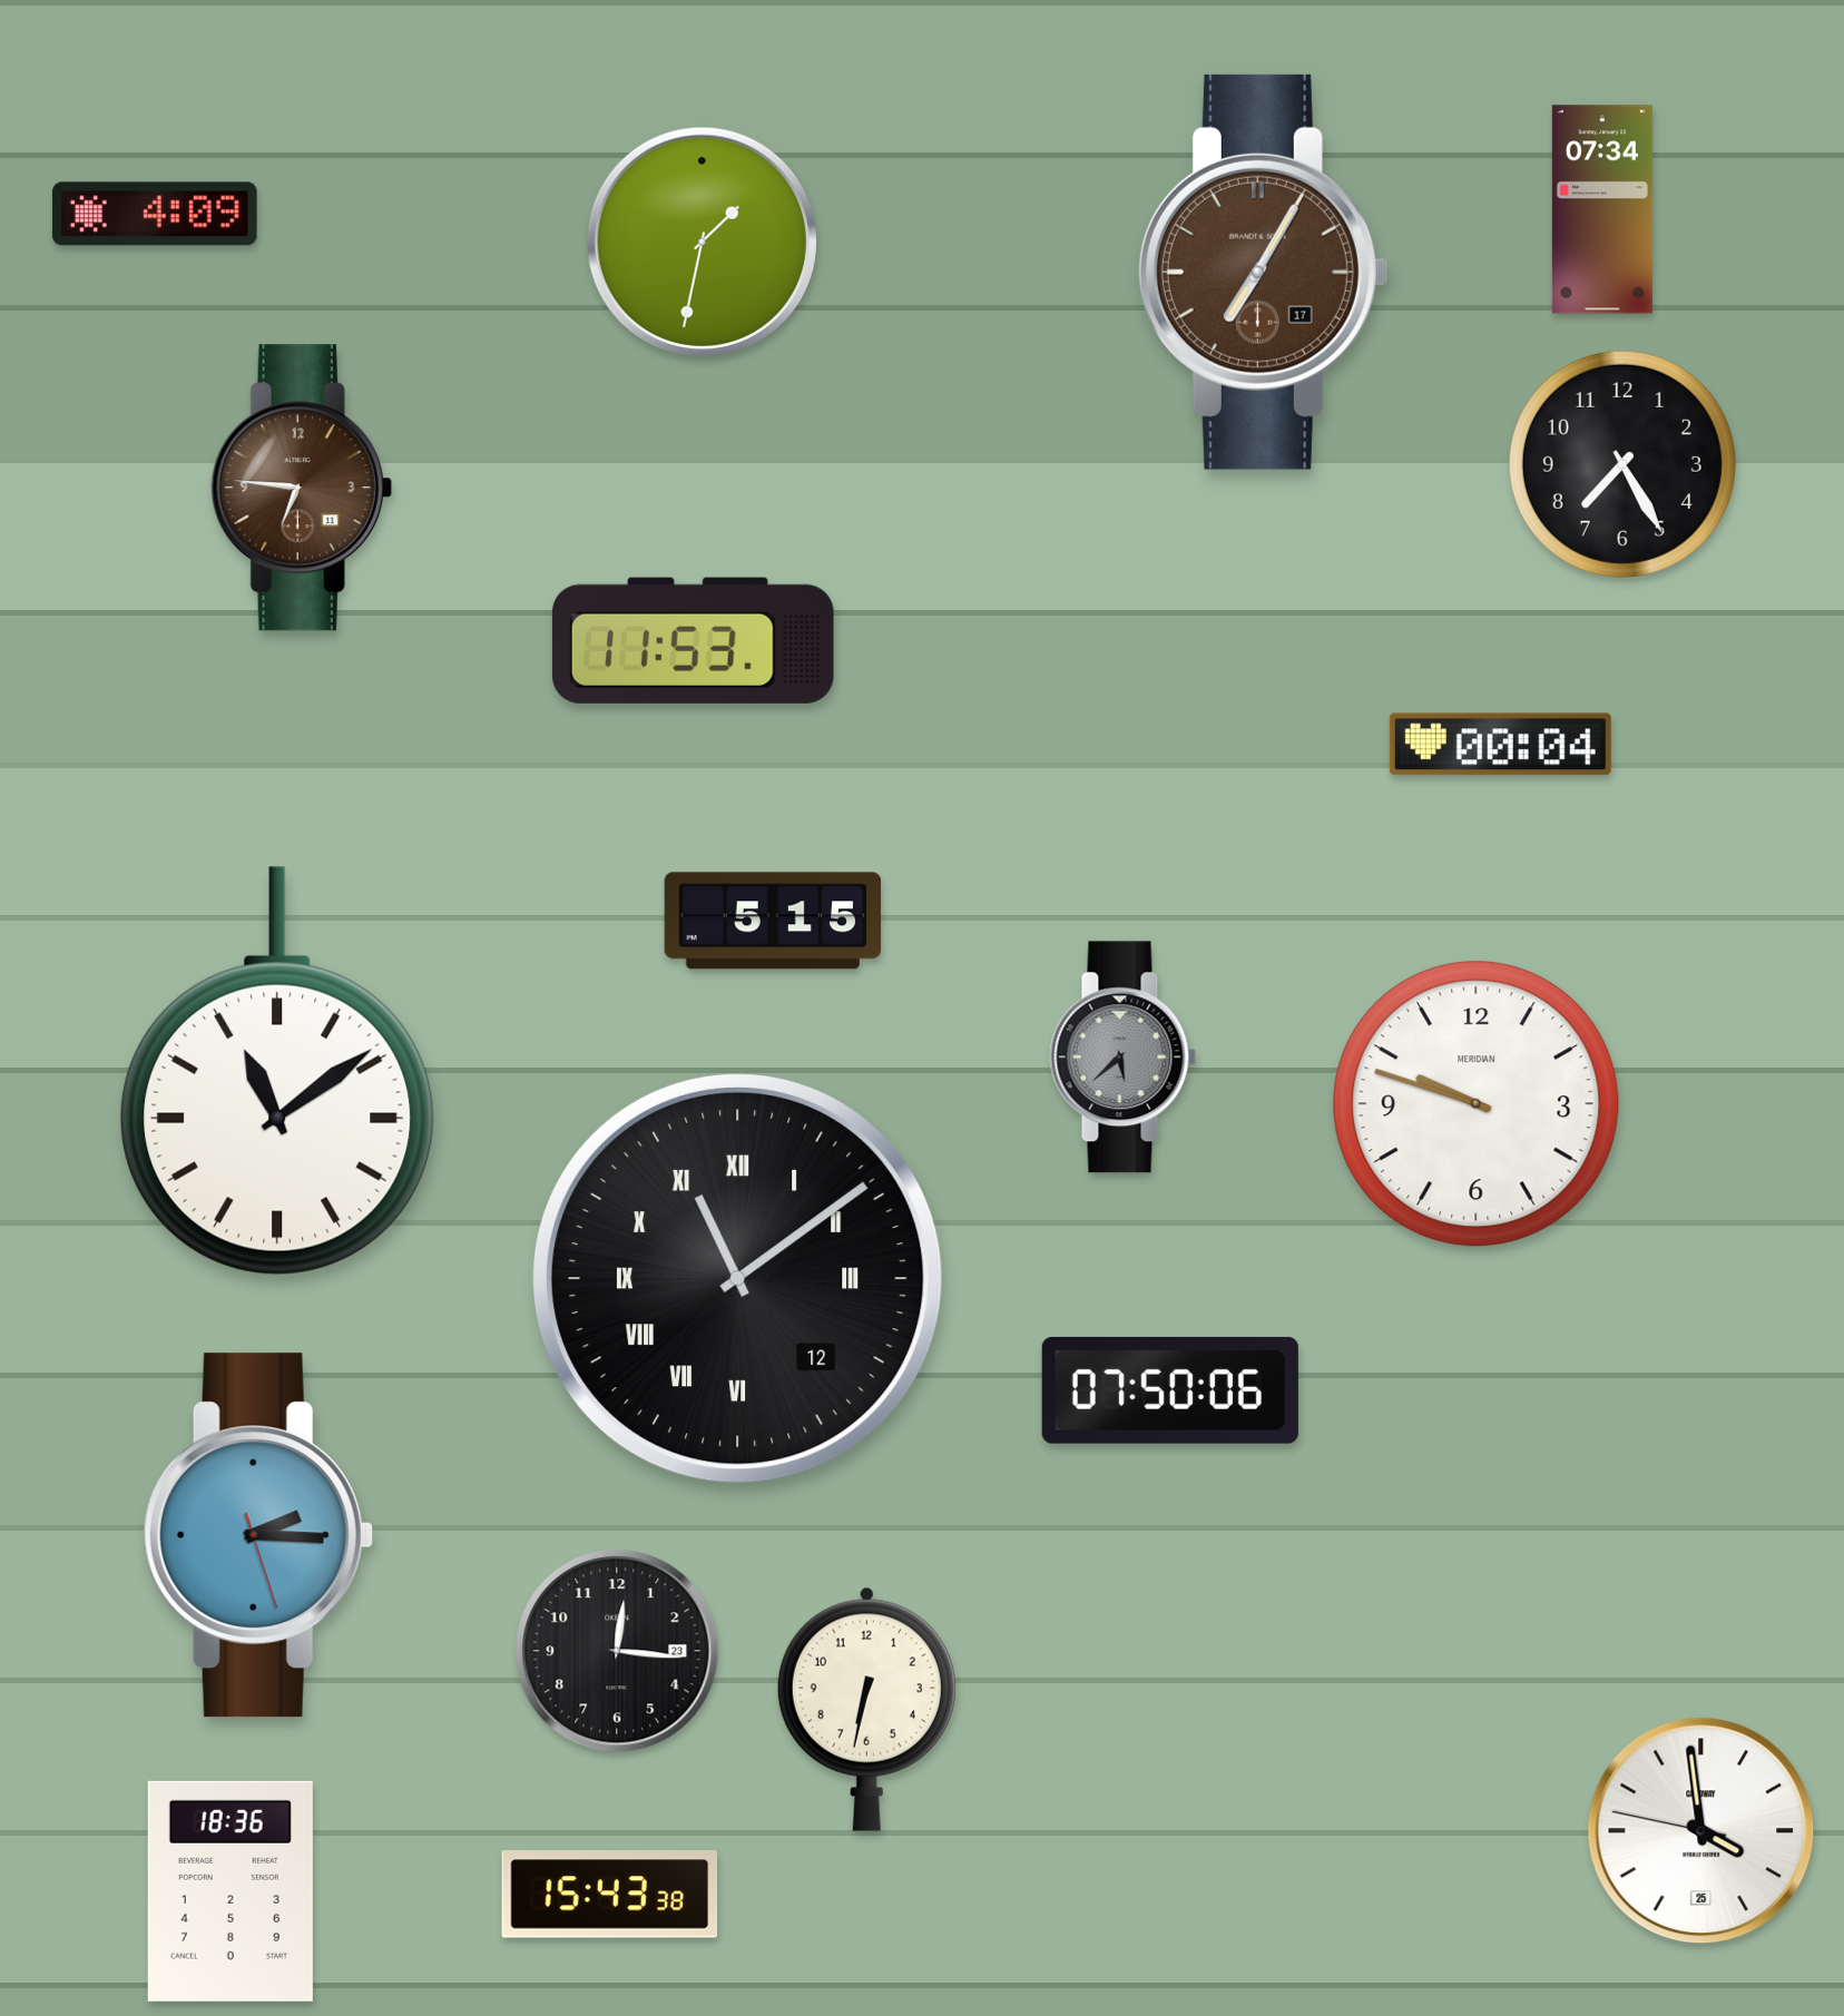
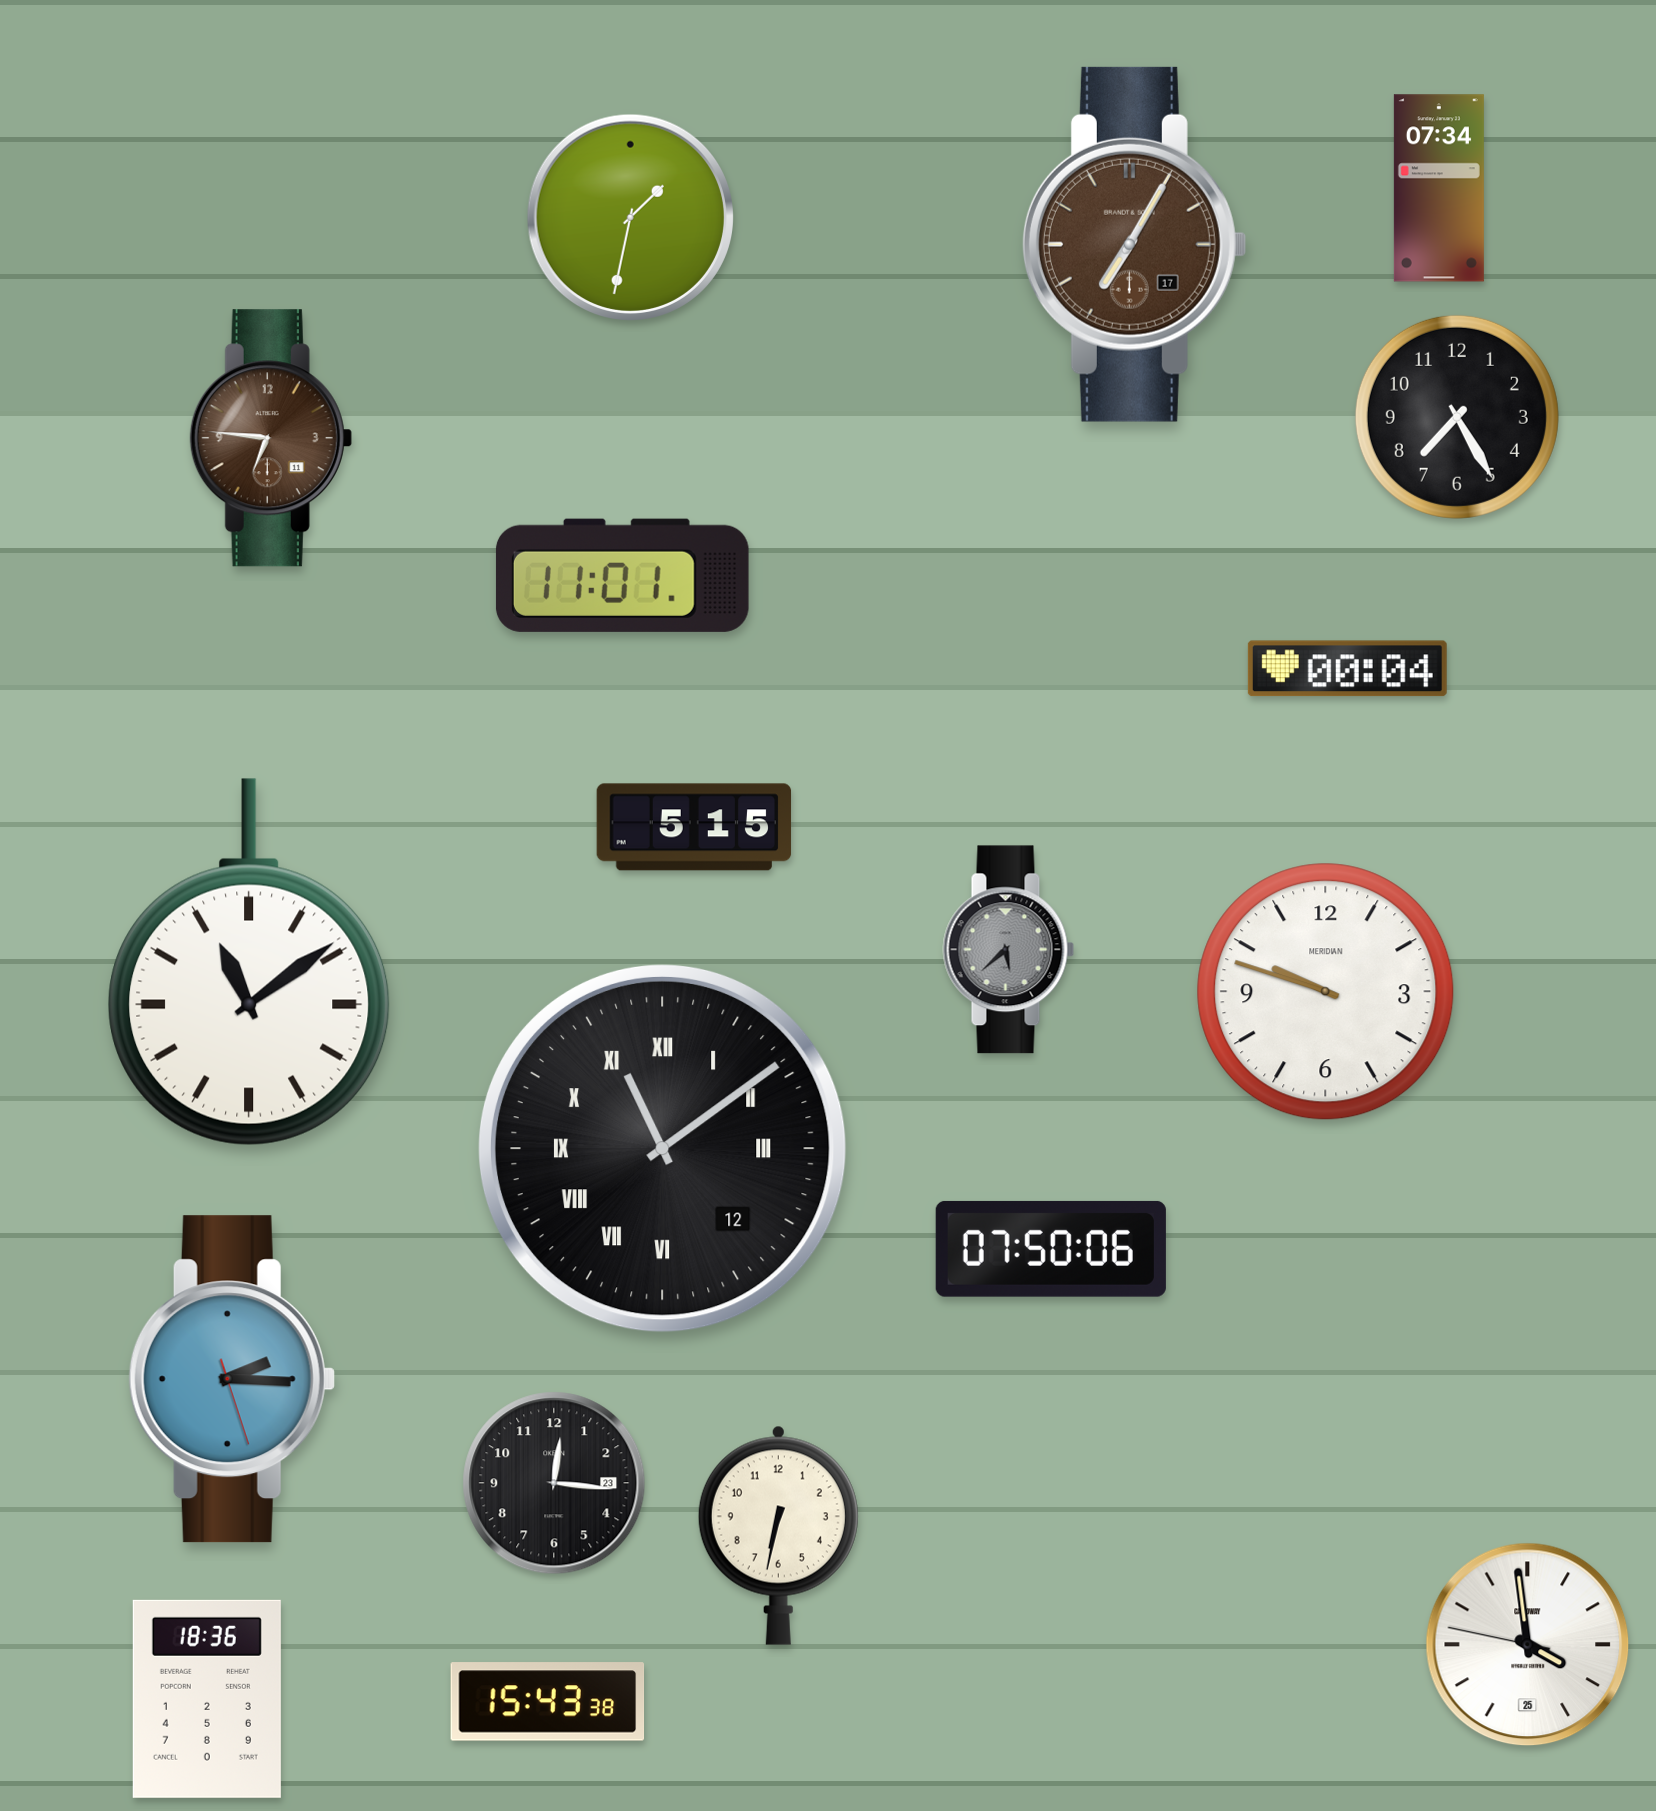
clock at (156, 214): 4:09 -> none
clock at (693, 640): 11:53 -> 11:01
